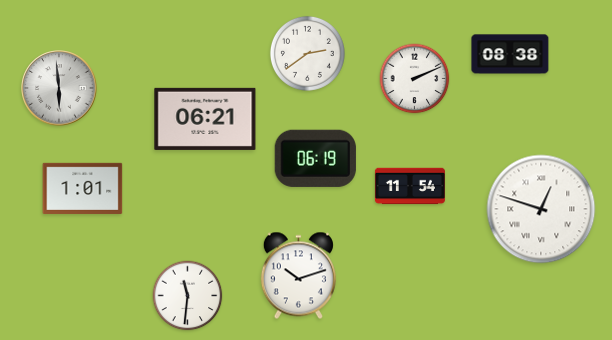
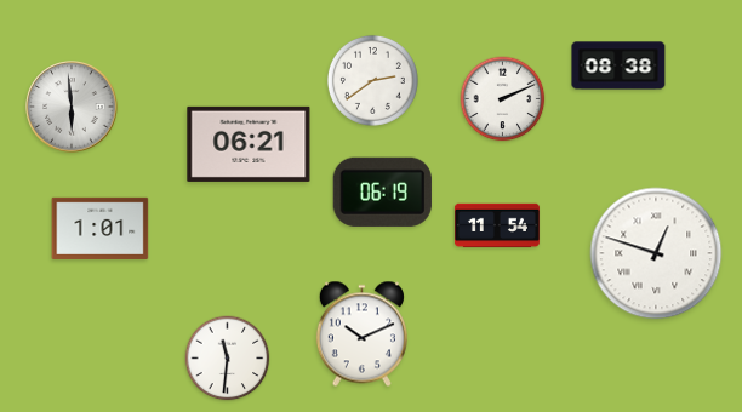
clock at (307, 53) position: (307, 53) -> (372, 80)
clock at (415, 79) position: (415, 79) -> (503, 99)
clock at (298, 276): 10:12 -> 10:11
